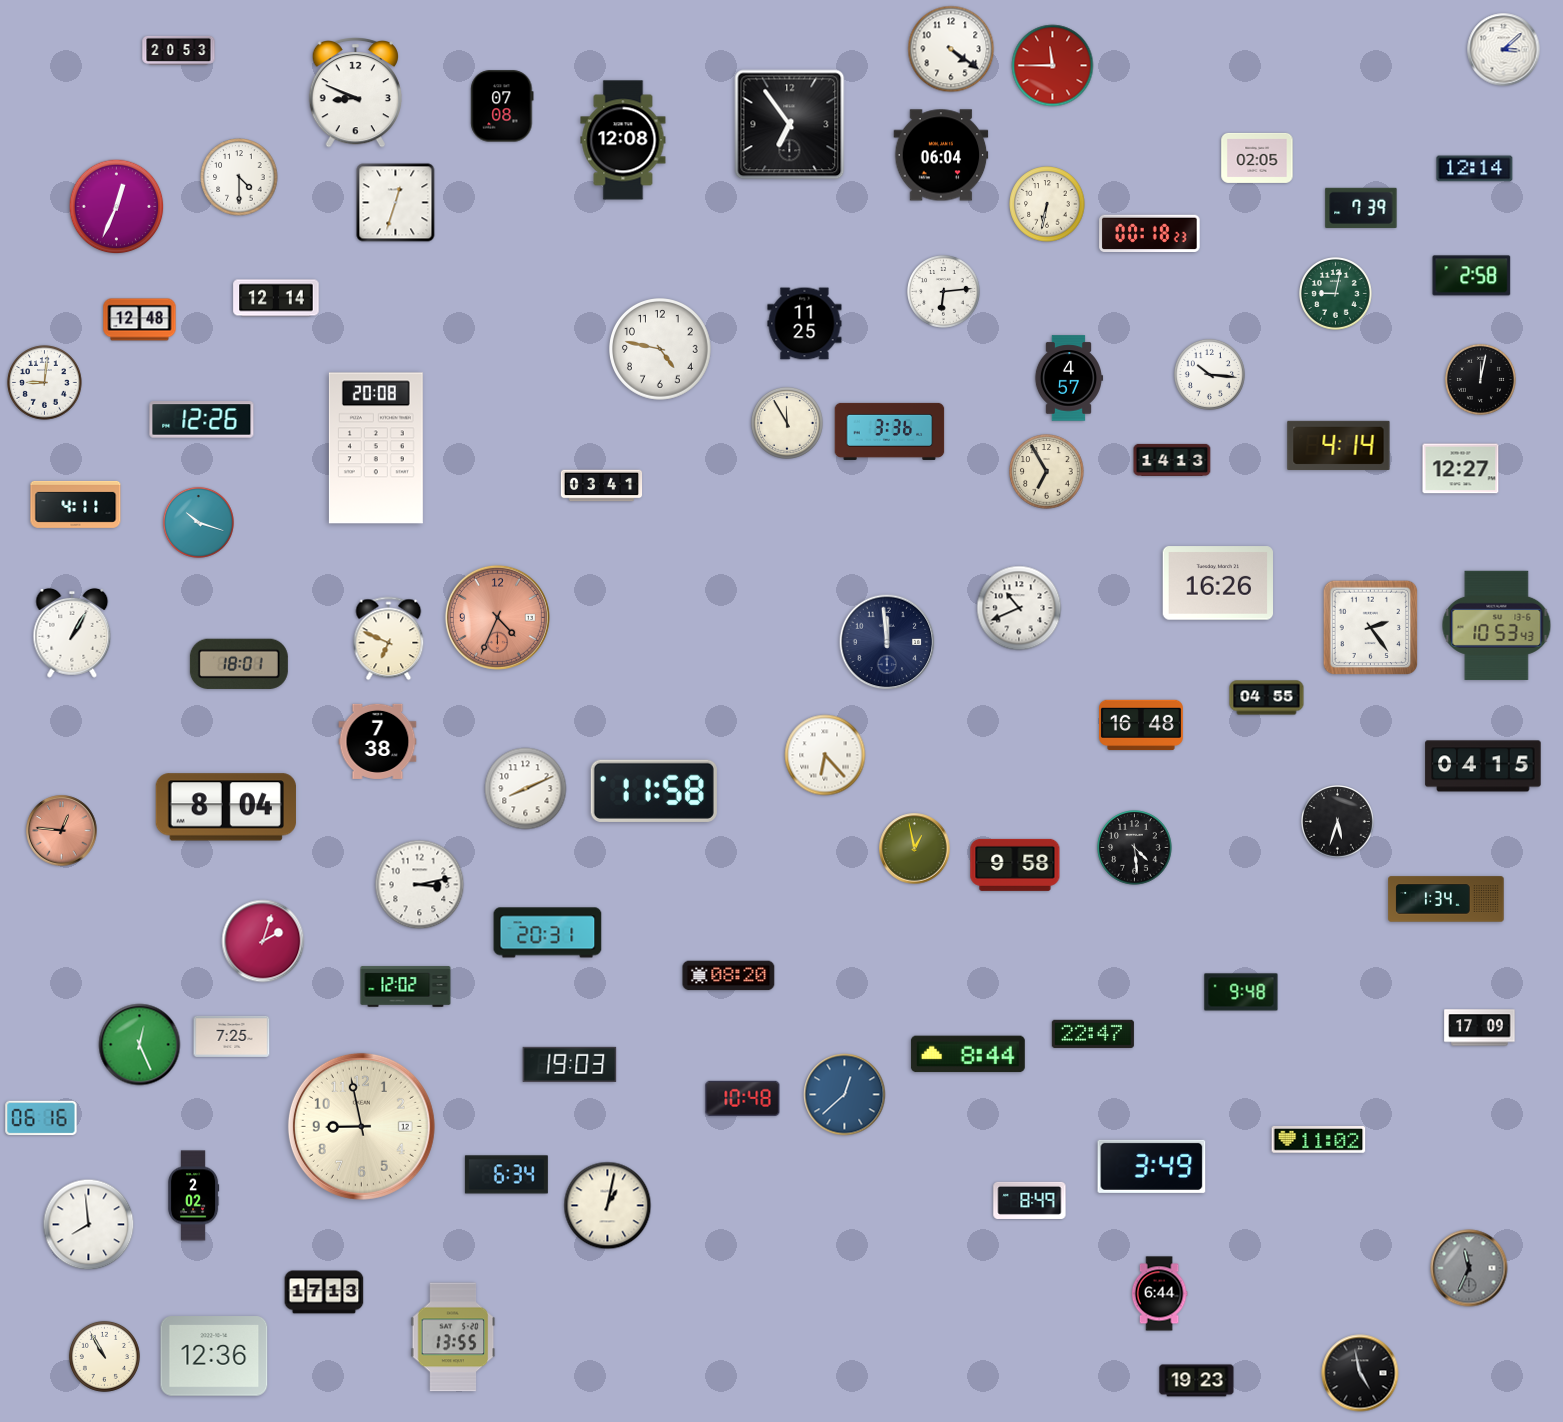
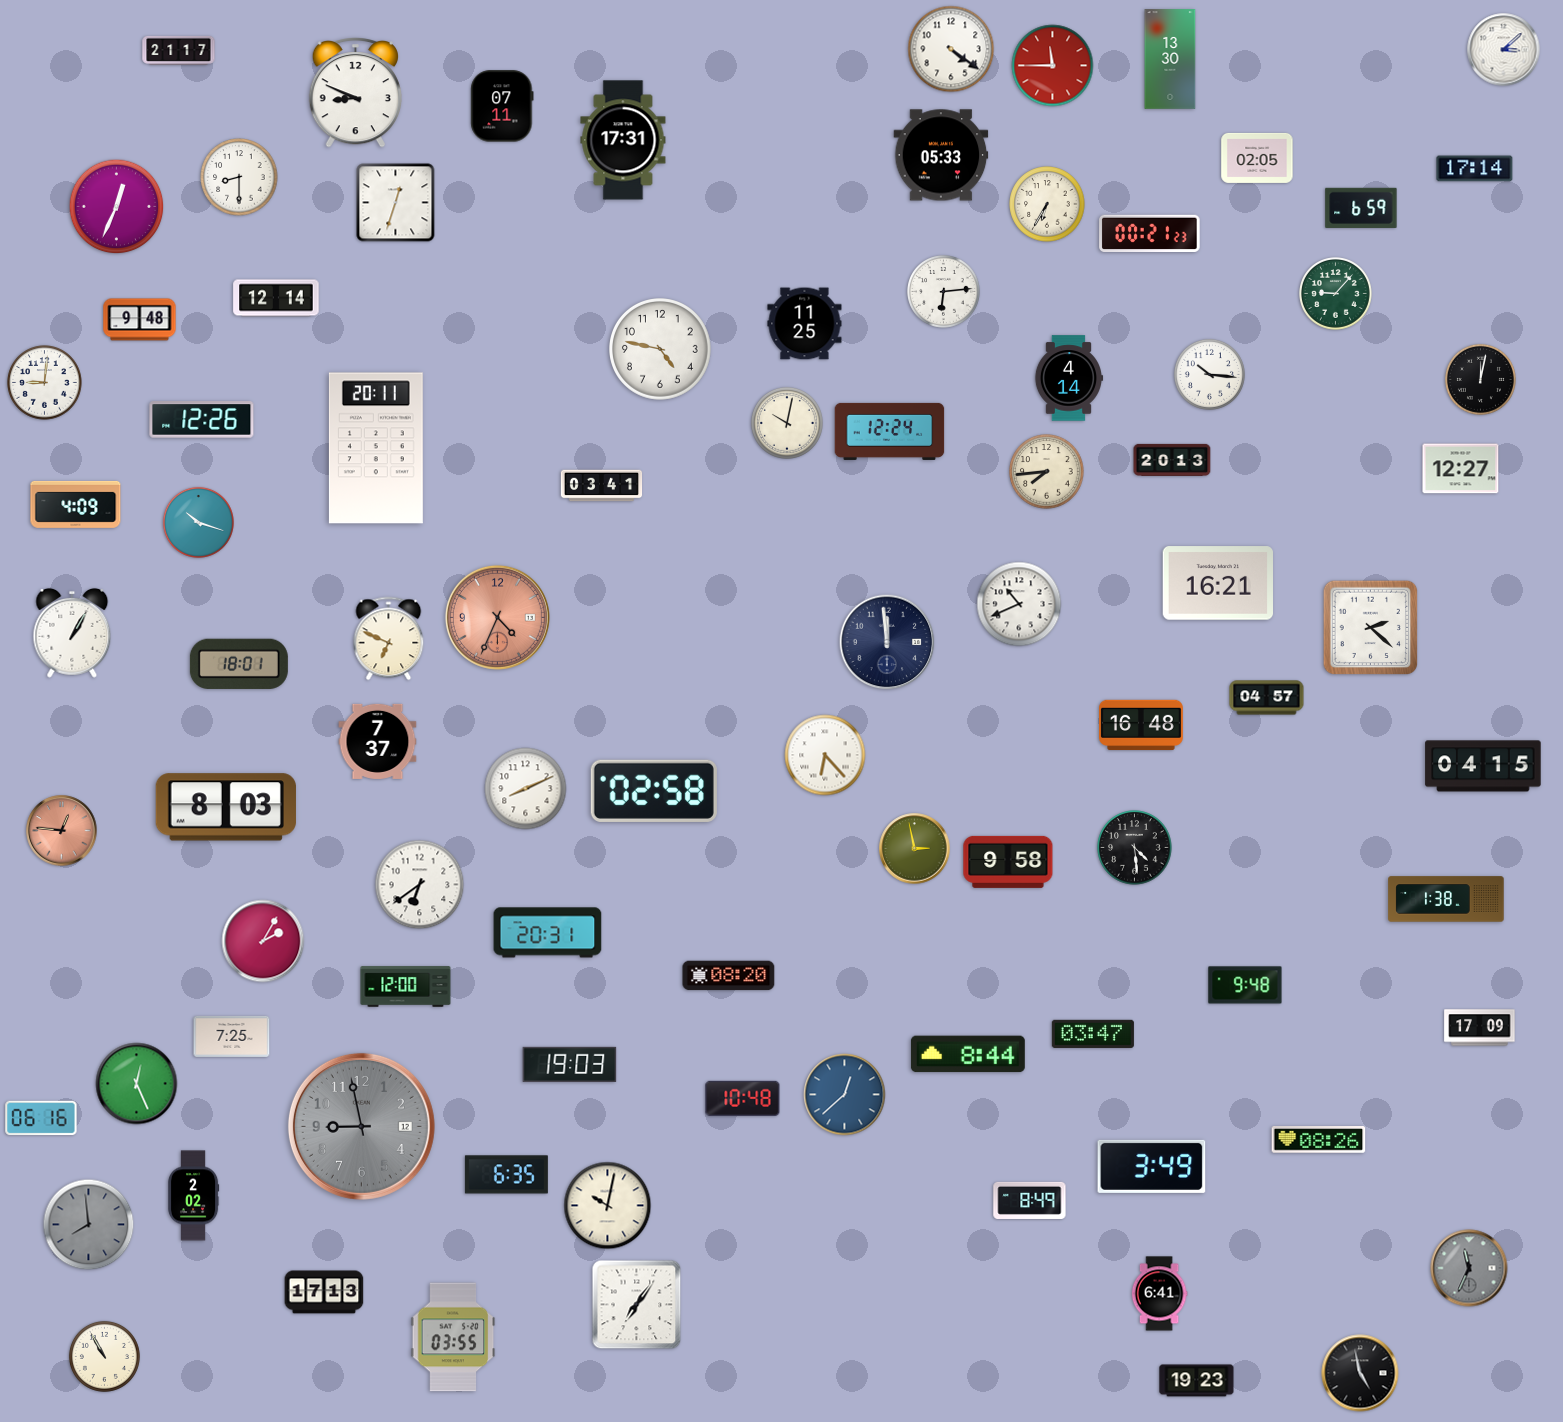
clock at (179, 50): 20:53 -> 21:17
clock at (1170, 59): none -> 13:30
clock at (502, 106): 07:08 -> 07:11
clock at (790, 125): 6:54 -> none
clock at (623, 140): 12:08 -> 17:31
clock at (941, 155): 06:04 -> 05:33
clock at (1475, 169): 12:14 -> 17:14
clock at (239, 177): 4:30 -> 8:30
clock at (1047, 204): 6:32 -> 6:35
clock at (1361, 208): 7:39 -> 6:59
clock at (1150, 234): 00:18 -> 00:21
clock at (1472, 276): 2:58 -> none
clock at (1336, 294): 9:02 -> 9:07
clock at (140, 320): 12:48 -> 9:48
clock at (1069, 378): 4:57 -> 4:14
clock at (787, 423): 11:55 -> 10:02
clock at (890, 431): 3:36 -> 12:24
clock at (1339, 445): 4:14 -> none
clock at (376, 448): 20:08 -> 20:11
clock at (1172, 460): 14:13 -> 20:13
clock at (1047, 472): 6:55 -> 7:44
clock at (76, 504): 4:11 -> 4:09
clock at (1218, 583): 16:26 -> 16:21
clock at (1019, 608) position: (1019, 608) -> (1019, 604)
clock at (1497, 625): 10:53 -> none
clock at (1371, 628): 2:24 -> 2:22
clock at (1267, 698): 04:55 -> 04:57
clock at (378, 741): 7:38 -> 7:37
clock at (654, 791): 11:58 -> 02:58
clock at (226, 807): 8:04 -> 8:03
clock at (1338, 822): 5:33 -> none
clock at (915, 849): 12:58 -> 2:58
clock at (1015, 865) position: (1015, 865) -> (1008, 862)
clock at (420, 885): 3:13 -> 6:39
clock at (1446, 899): 1:34 -> 1:38
clock at (263, 941): 2:03 -> 2:05
clock at (406, 987): 12:02 -> 12:00
clock at (1241, 992) position: (1241, 992) -> (1245, 985)
clock at (1093, 1034): 22:47 -> 03:47
clock at (140, 1045) position: (140, 1045) -> (137, 1084)
clock at (361, 1126) dial: cream -> grey
clock at (1319, 1140): 11:02 -> 08:26
clock at (506, 1175): 6:34 -> 6:35
clock at (608, 1206): 1:02 -> 10:02
clock at (89, 1225) dial: white -> grey
clock at (1159, 1294): 6:44 -> 6:41
clock at (637, 1305): none -> 7:06
clock at (453, 1337): 13:55 -> 03:55
clock at (214, 1356): 12:36 -> none
